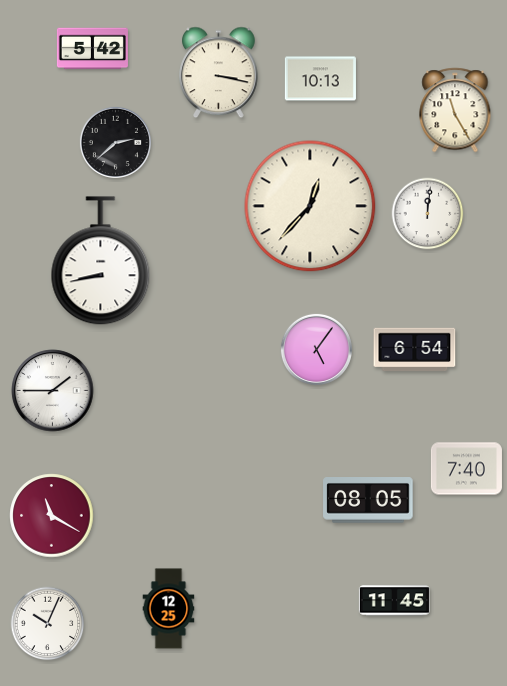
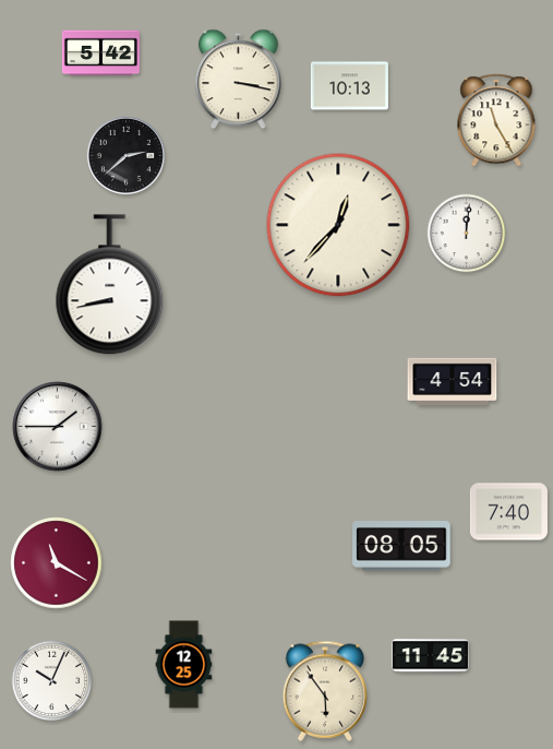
clock at (316, 349): 5:06 -> none
clock at (415, 350): 6:54 -> 4:54
clock at (325, 691): none -> 5:54
